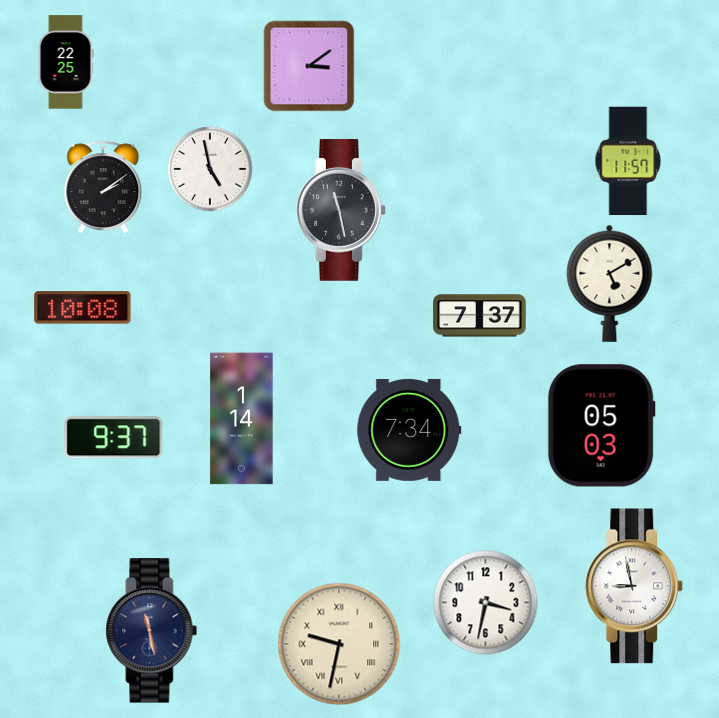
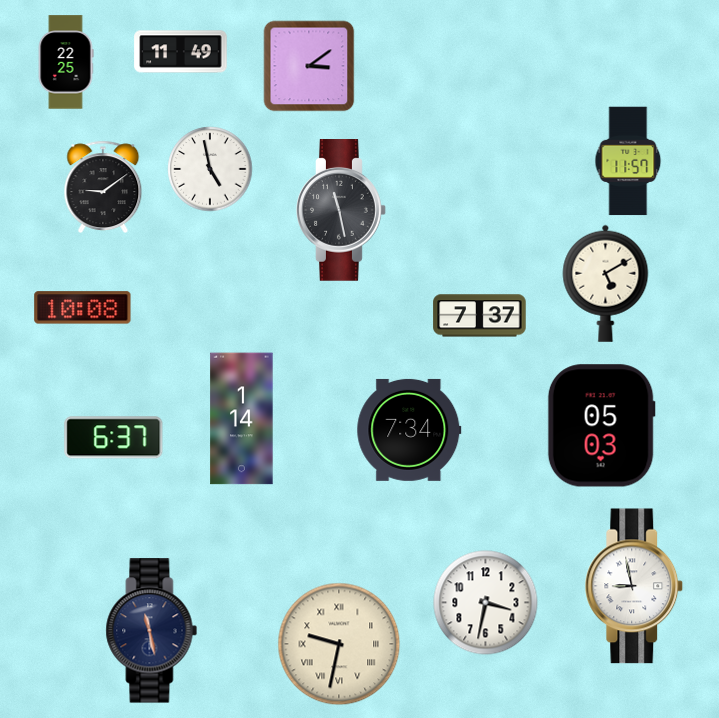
clock at (181, 52): none -> 11:49
clock at (103, 186): 2:09 -> 9:09
clock at (610, 283) position: (610, 283) -> (606, 283)
clock at (114, 438): 9:37 -> 6:37
